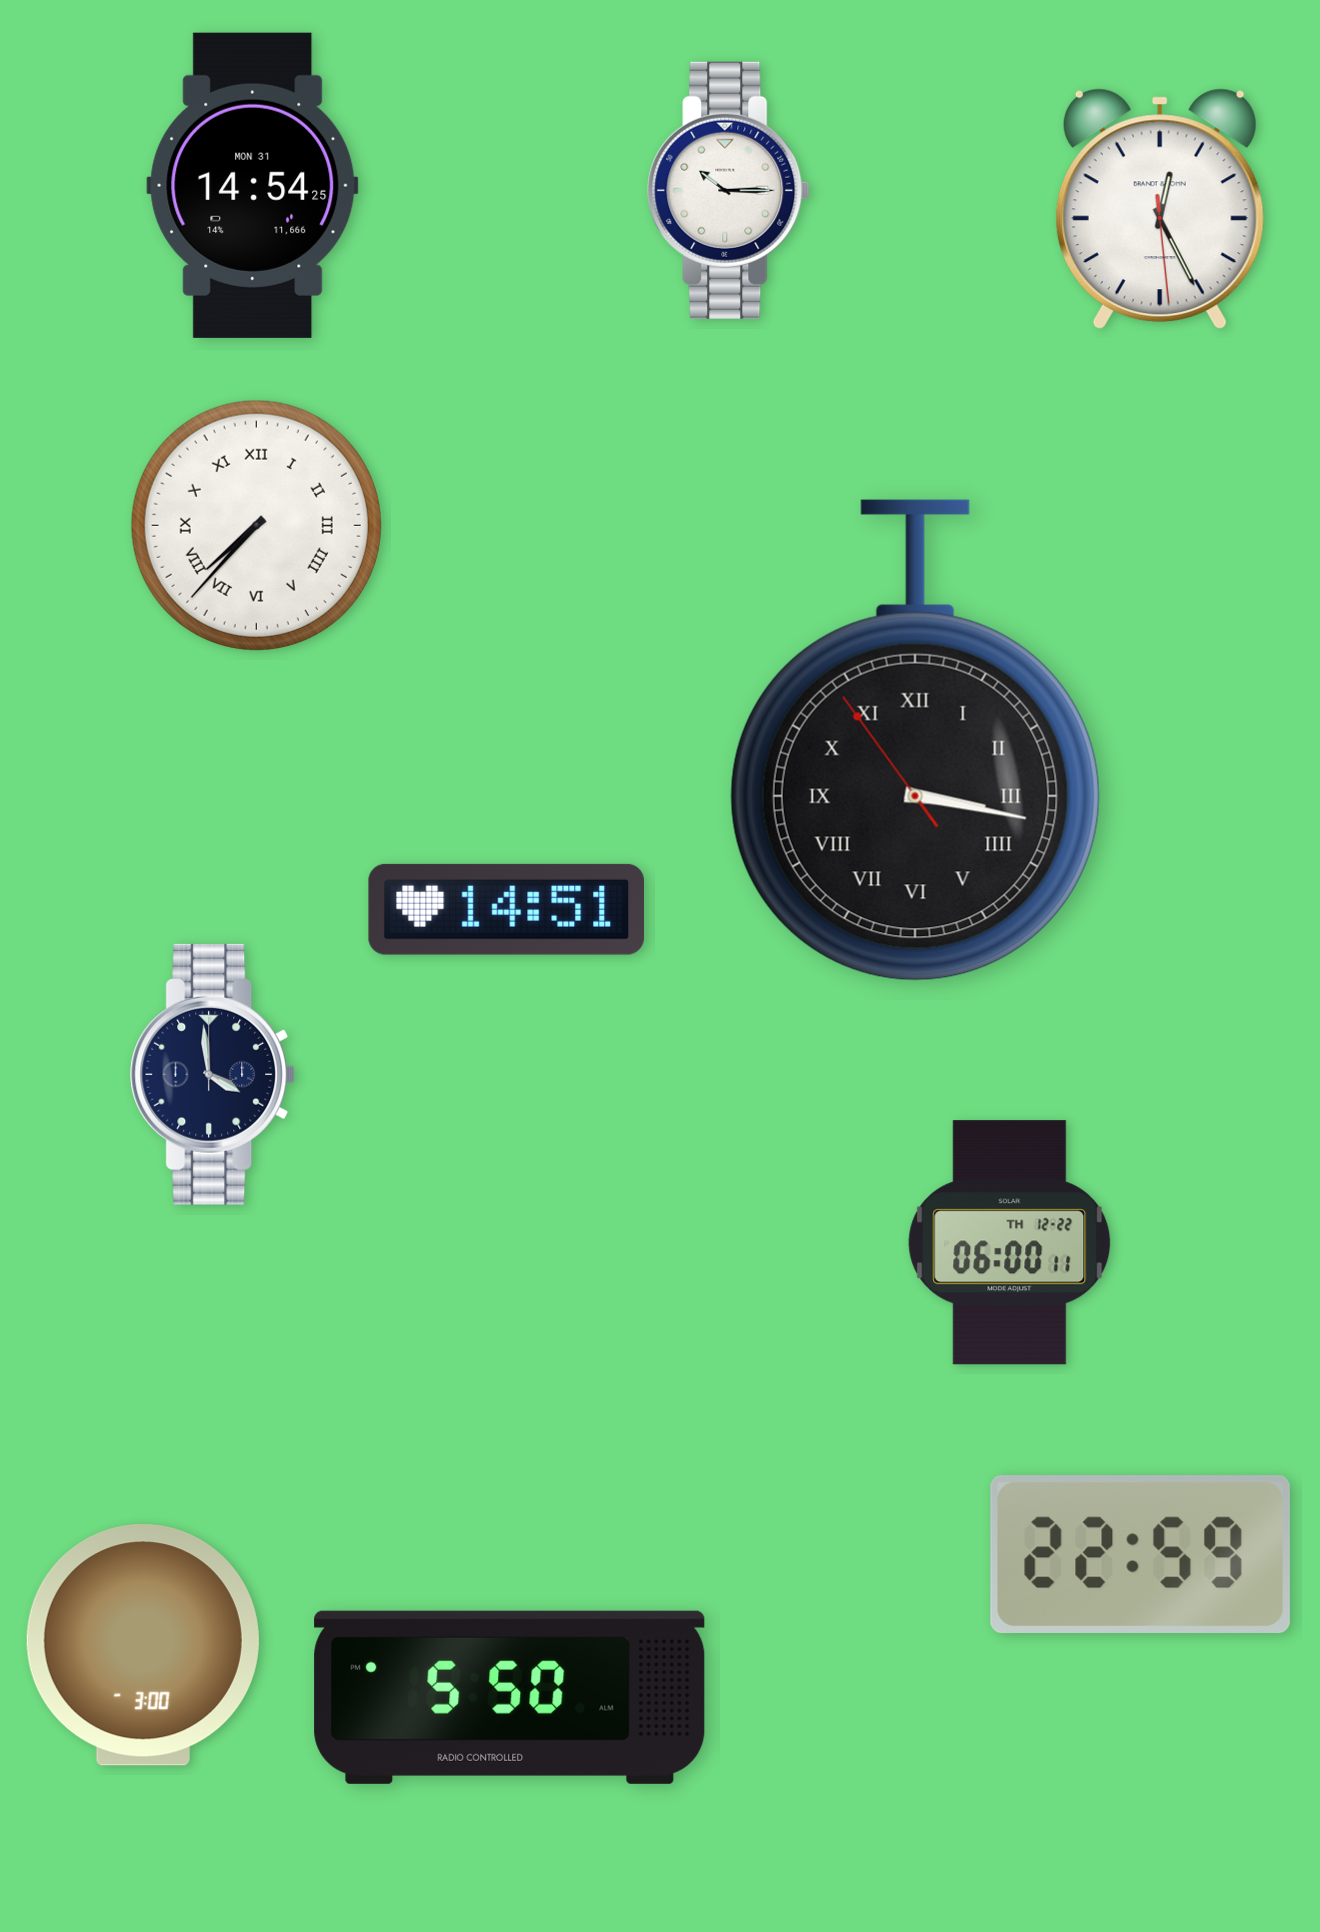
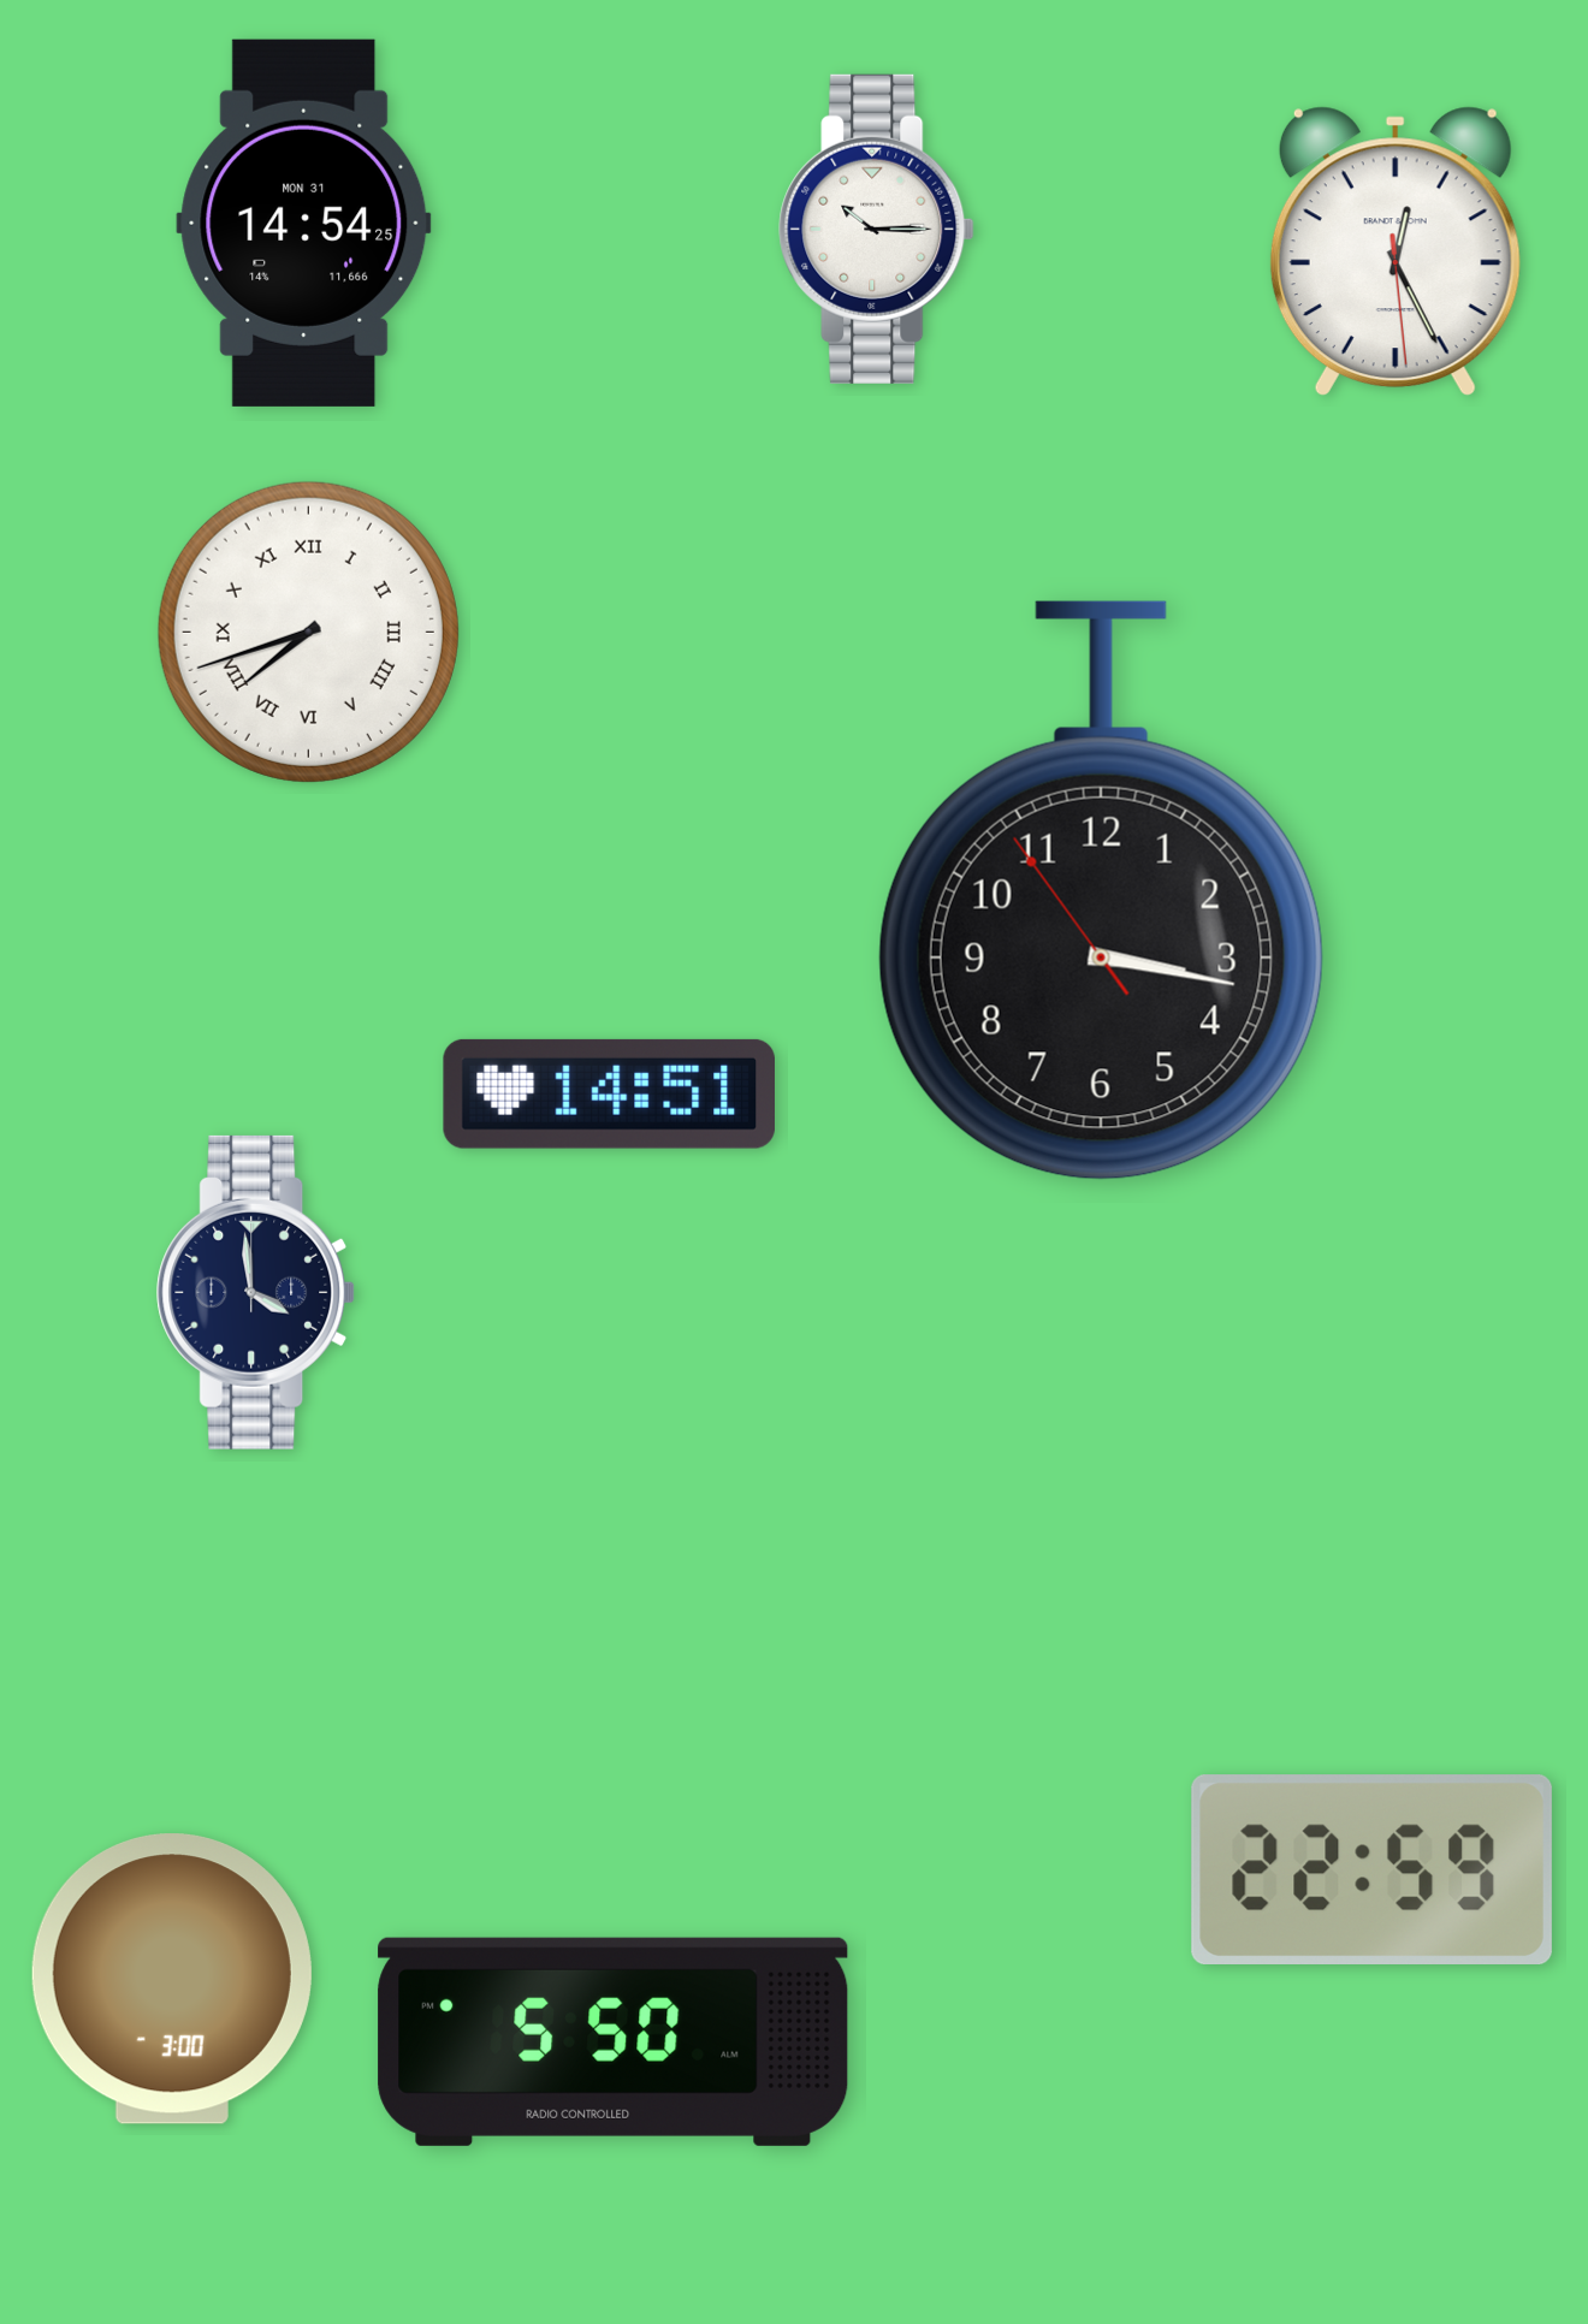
clock at (256, 525): 7:37 -> 7:42
clock at (915, 741) numerals: Roman -> Arabic
clock at (1010, 1243): 06:00 -> none
